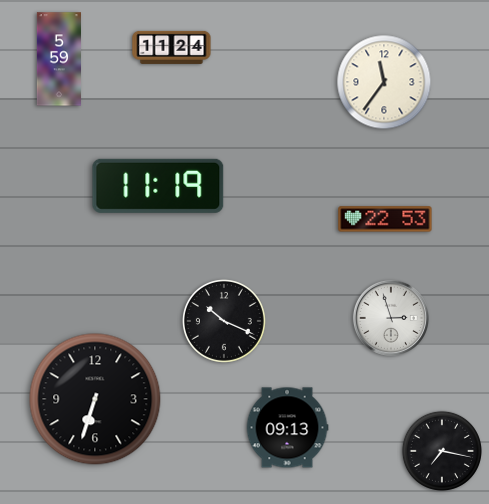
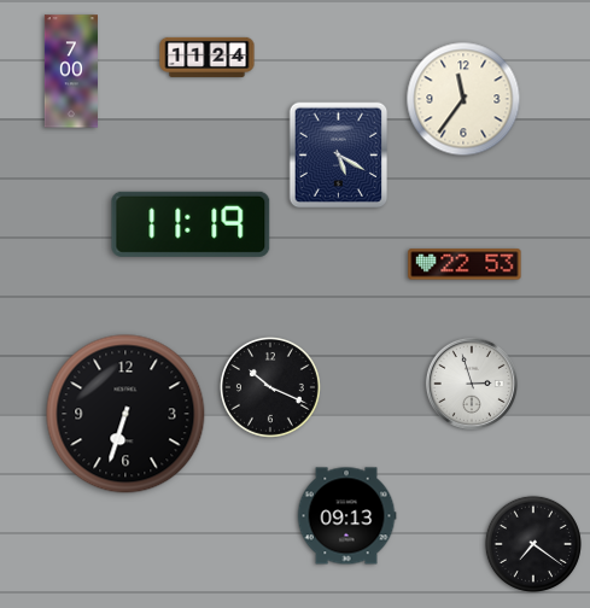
clock at (58, 59): 5:59 -> 7:00
clock at (339, 156): none -> 5:20
clock at (95, 399) position: (95, 399) -> (125, 414)
clock at (442, 451): 7:17 -> 7:21
